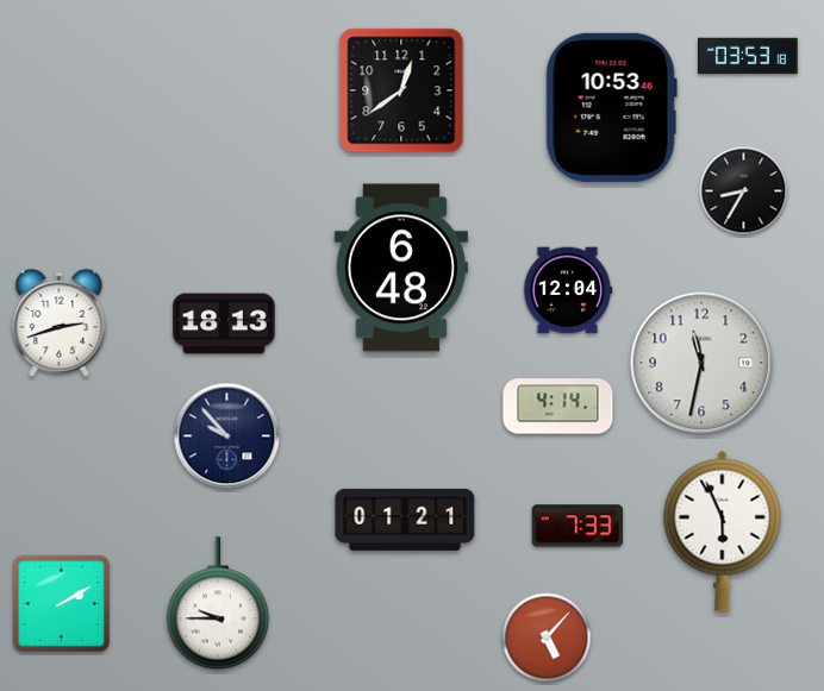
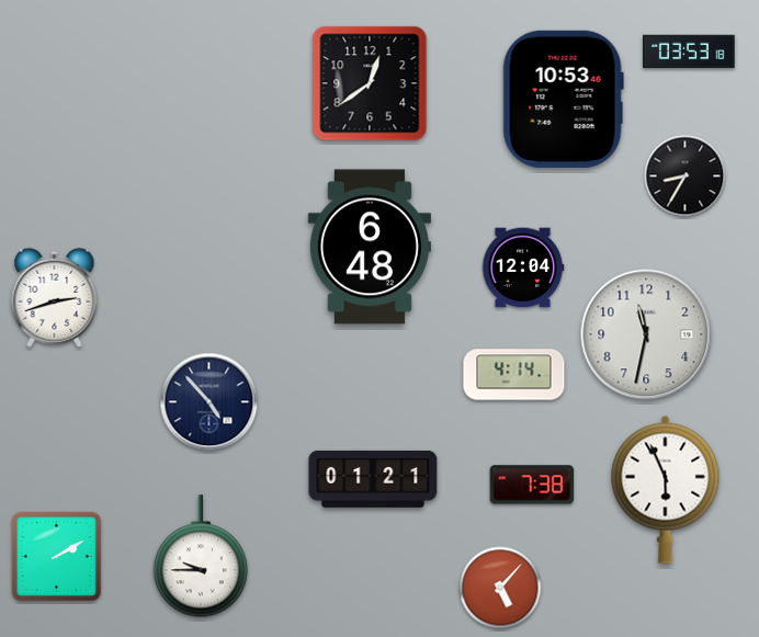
clock at (224, 323): 18:13 -> none
clock at (227, 436): 9:53 -> 4:53
clock at (578, 526): 7:33 -> 7:38
clock at (547, 637) position: (547, 637) -> (500, 588)
